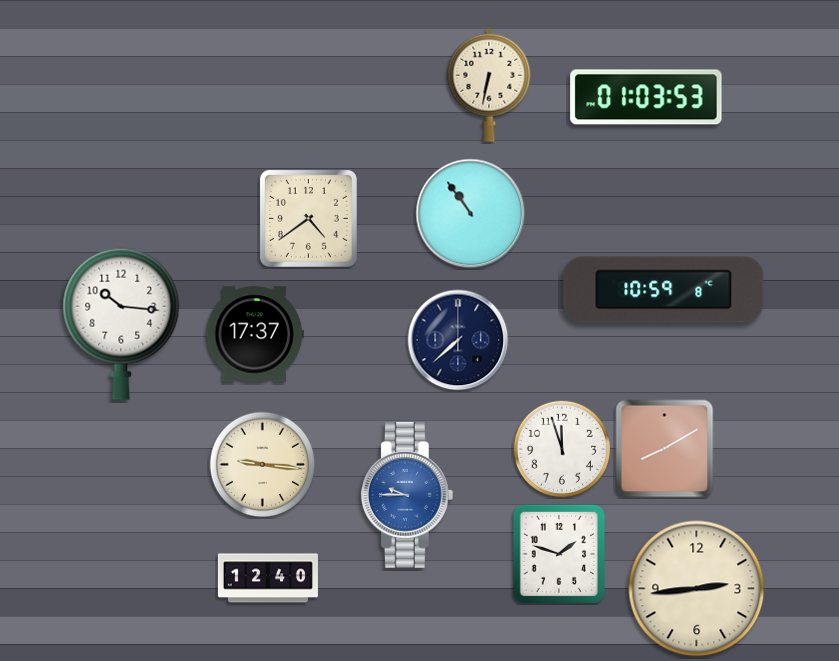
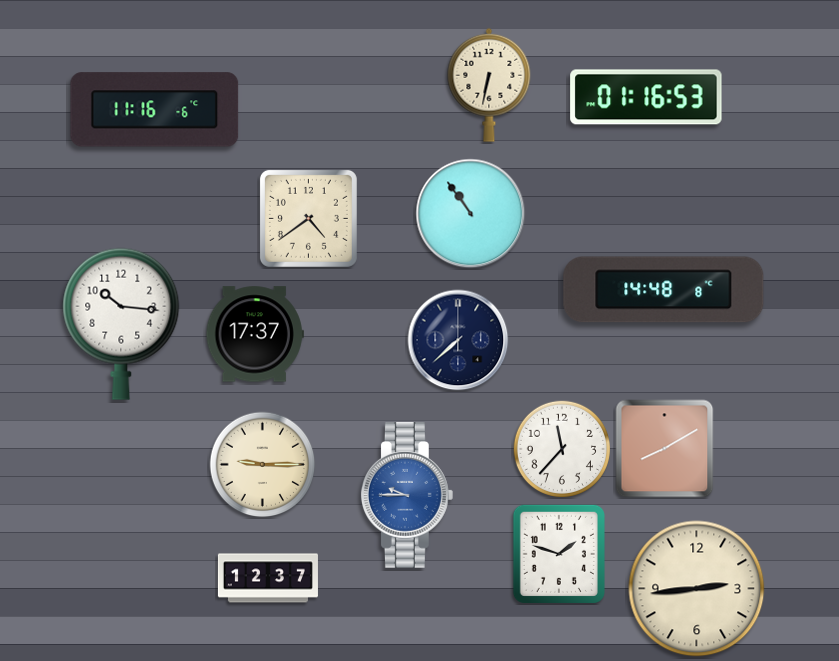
clock at (646, 97): 01:03 -> 01:16
clock at (155, 110): none -> 11:16
clock at (664, 290): 10:59 -> 14:48
clock at (561, 448): 11:57 -> 11:37
clock at (263, 465): 9:16 -> 9:15
clock at (268, 578): 12:40 -> 12:37
